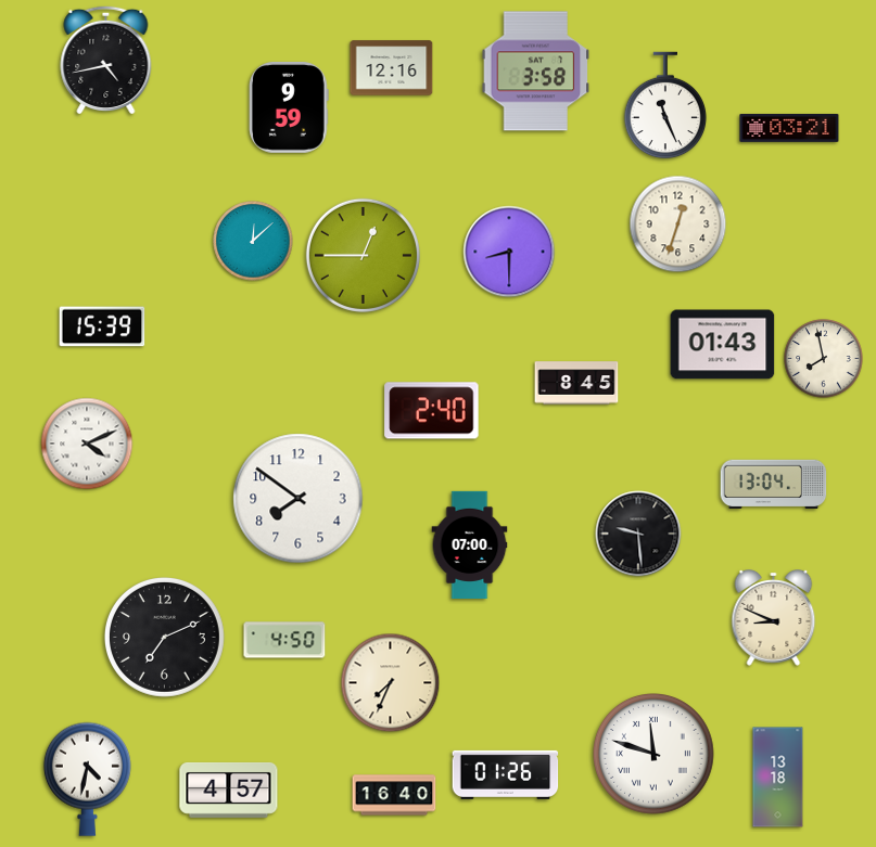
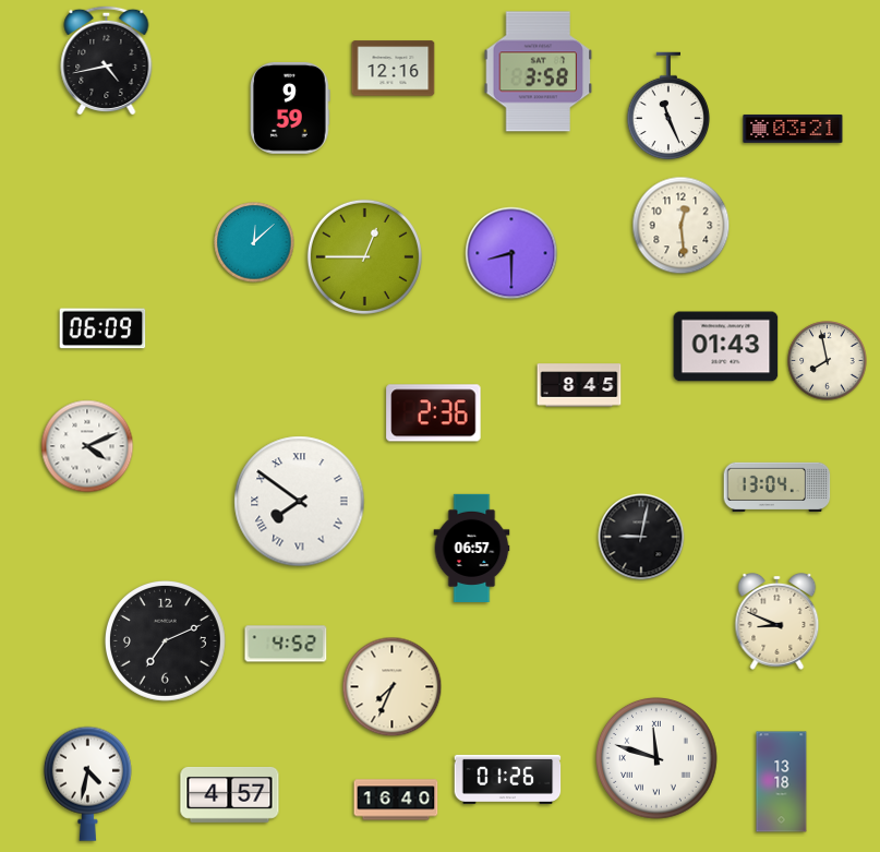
clock at (678, 224): 12:33 -> 12:29
clock at (102, 326): 15:39 -> 06:09
clock at (432, 411): 2:40 -> 2:36
clock at (299, 499) numerals: Arabic -> Roman
clock at (638, 534): 9:29 -> 9:02
clock at (470, 544): 07:00 -> 06:57
clock at (284, 640): 4:50 -> 4:52
